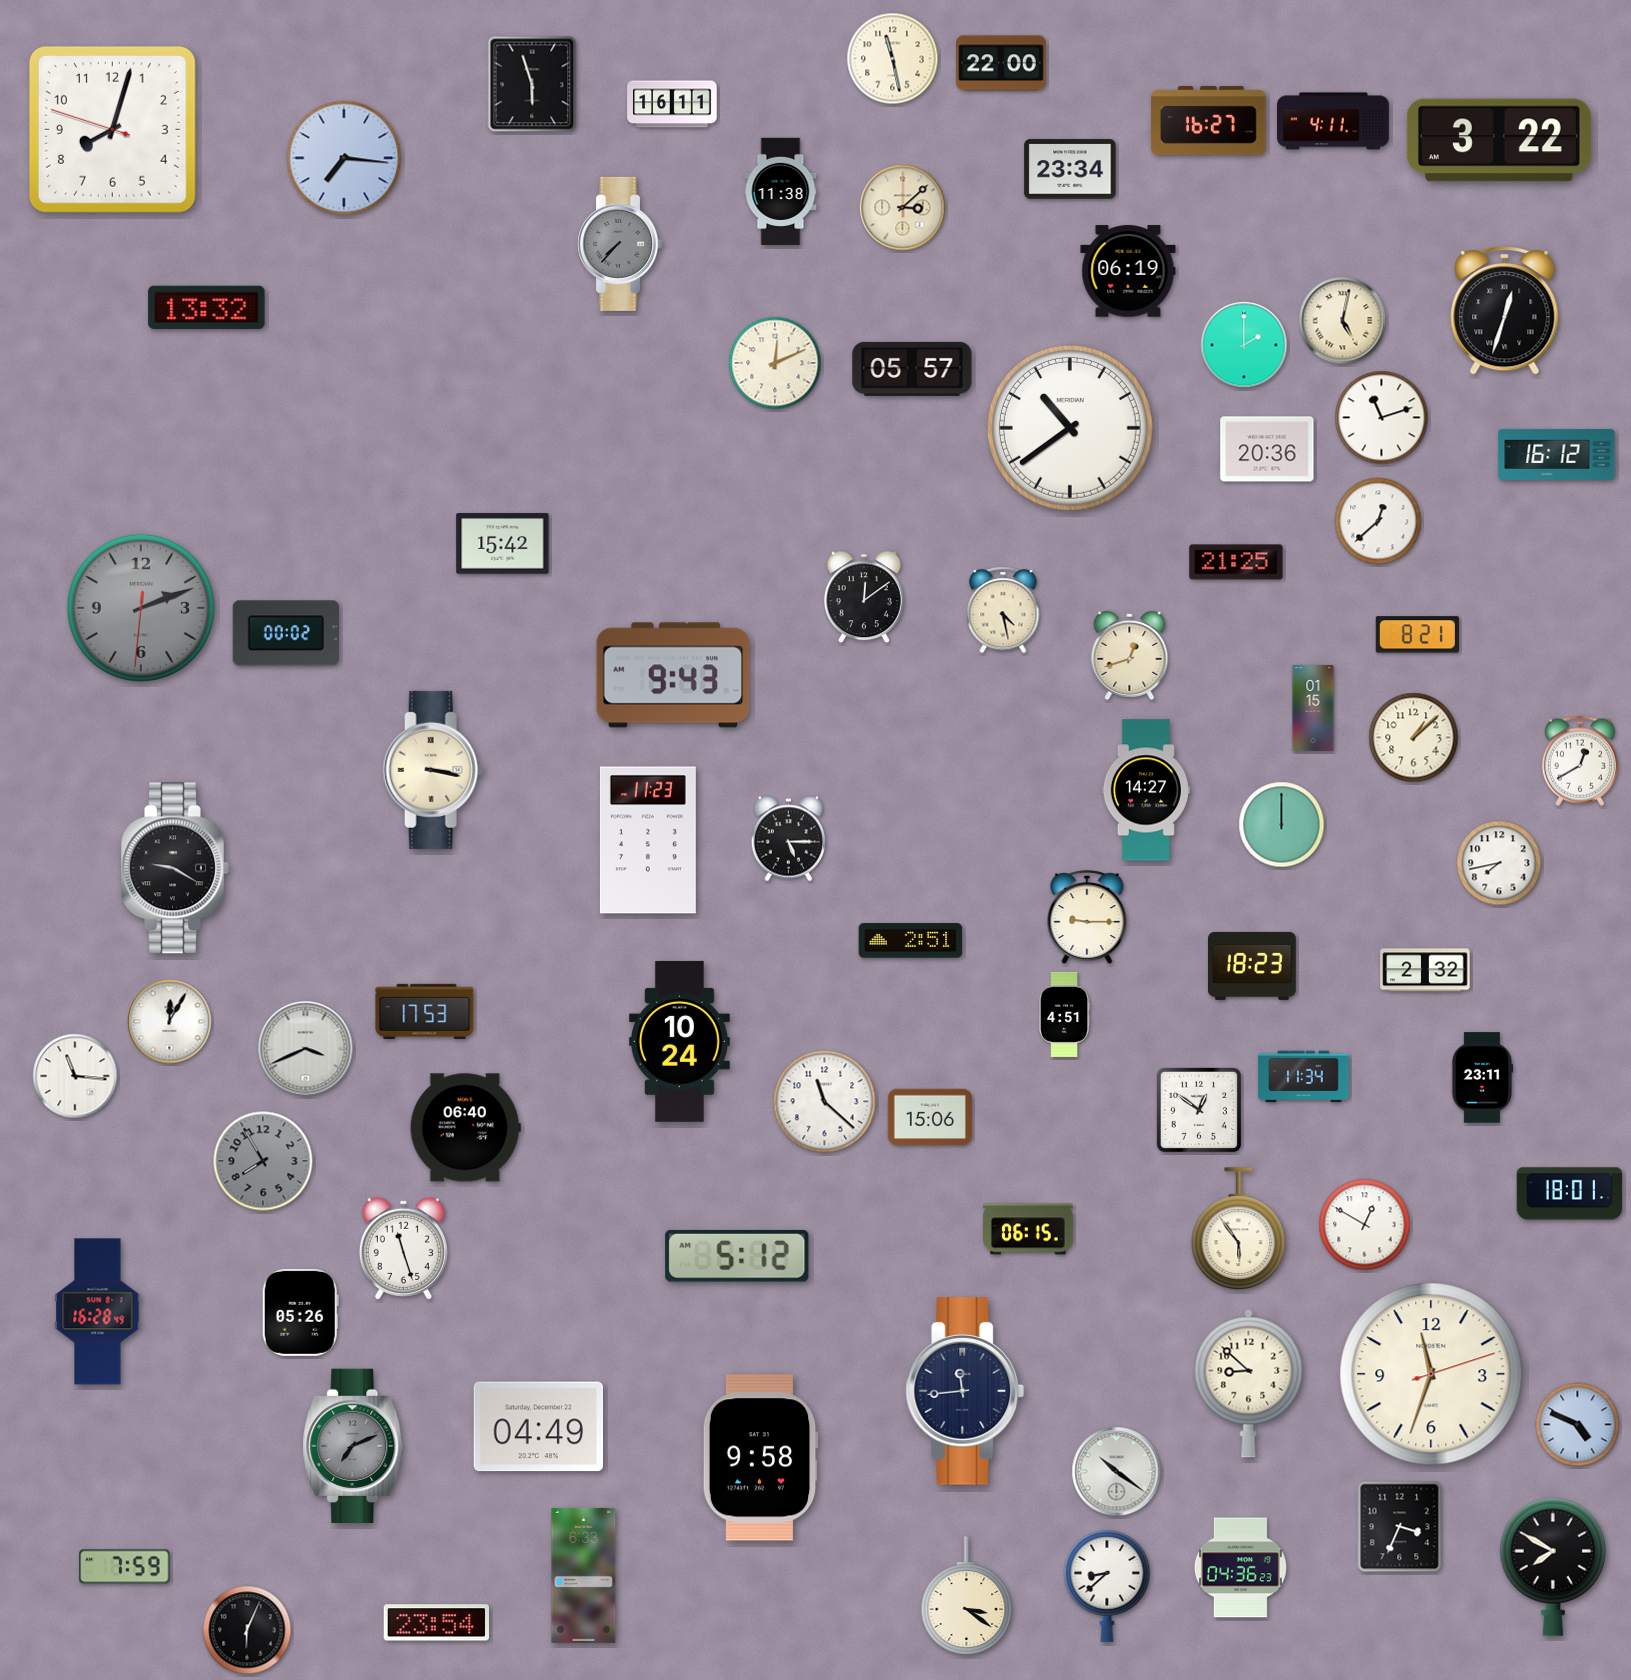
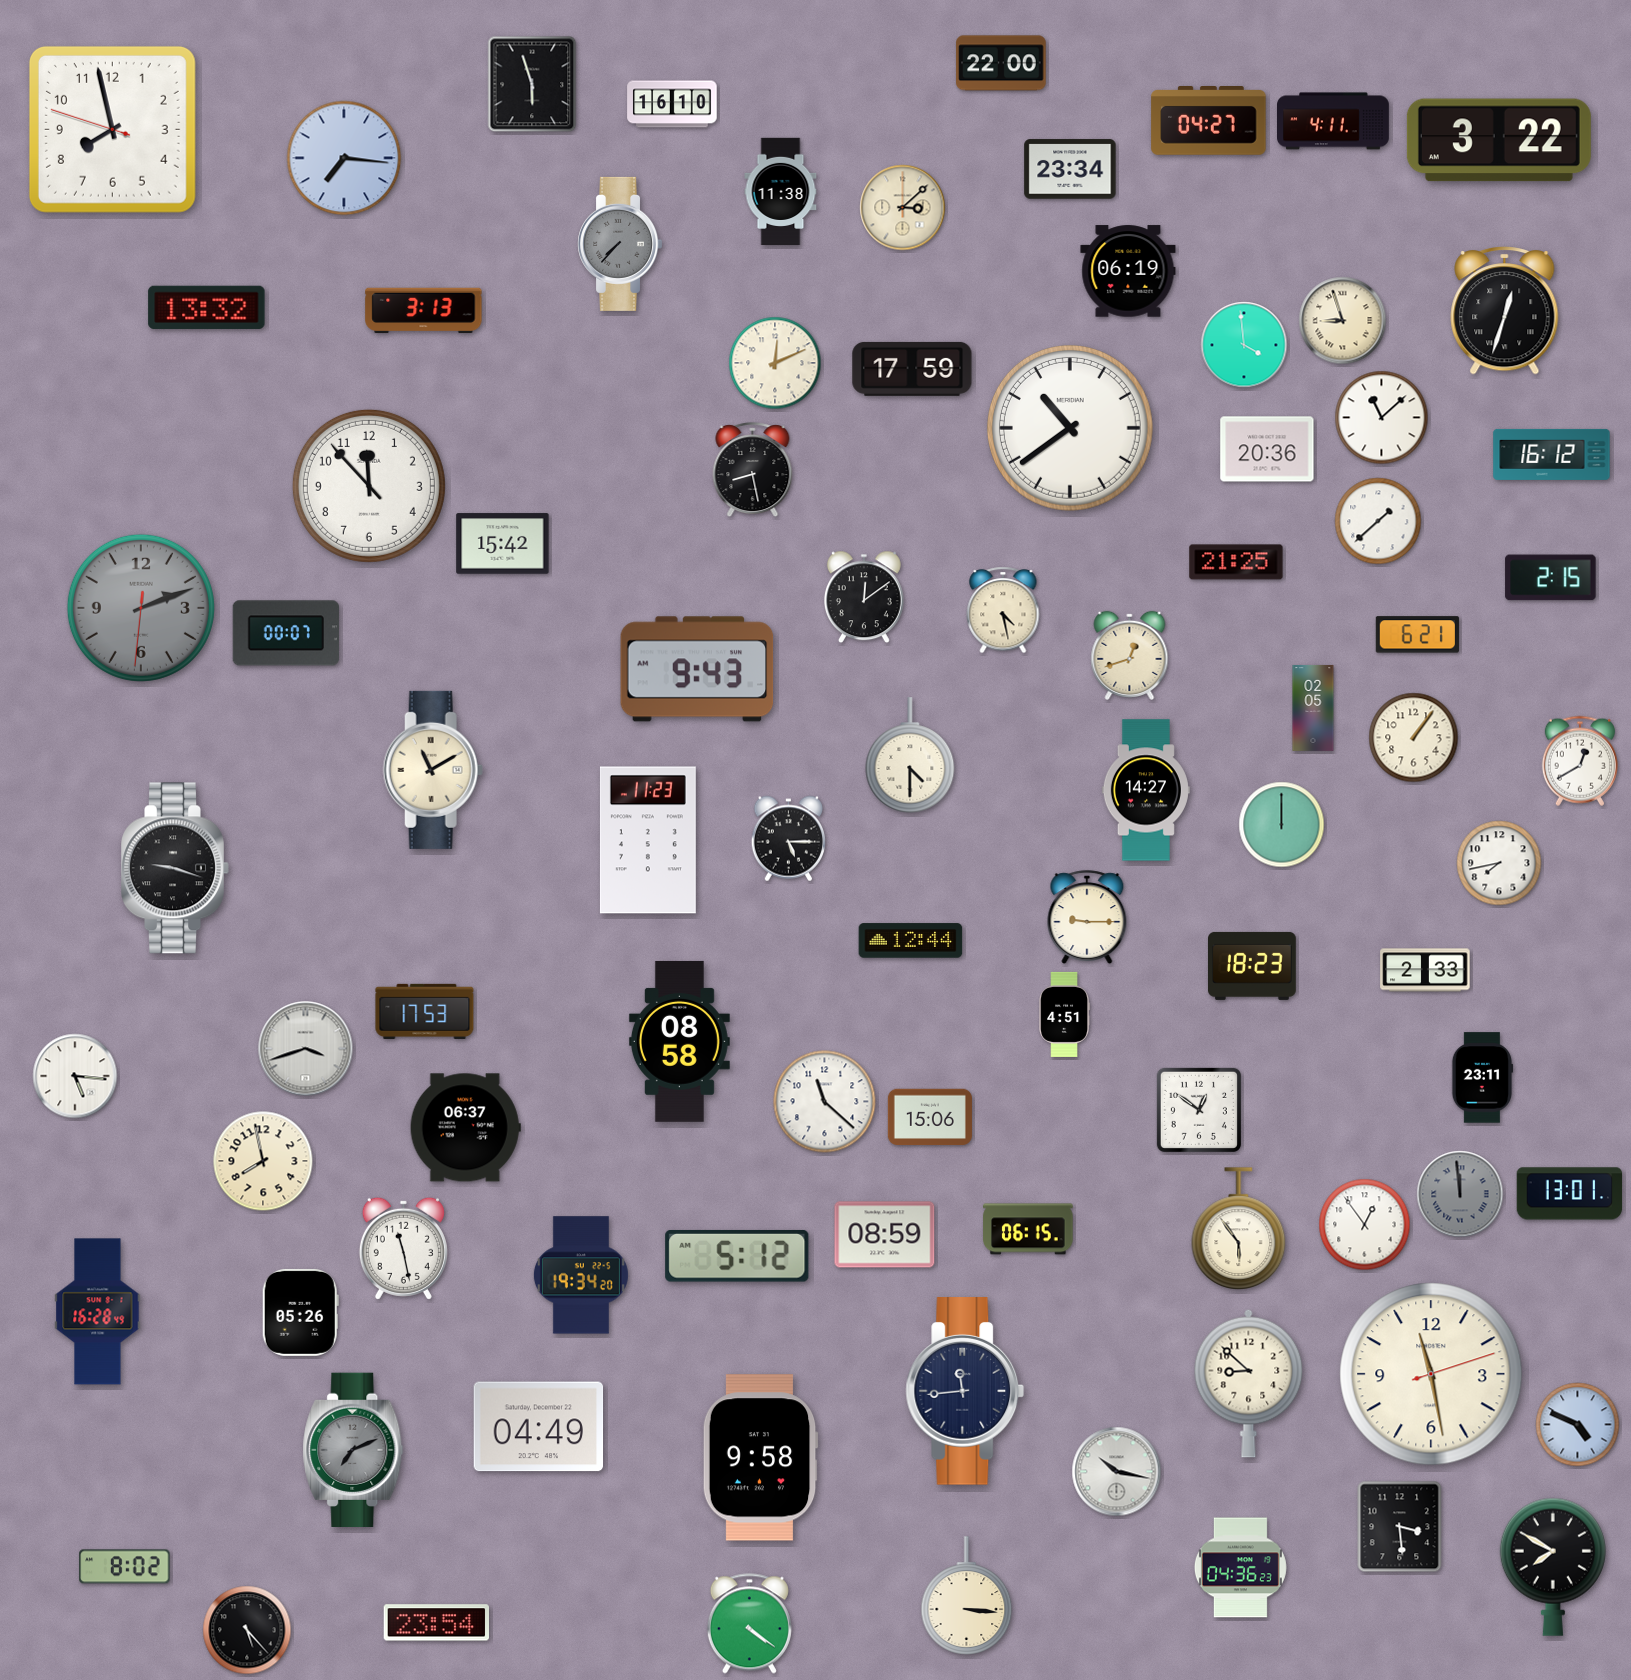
clock at (893, 59): 11:28 -> none
clock at (672, 104): 16:11 -> 16:10
clock at (1209, 121): 16:27 -> 04:27
clock at (112, 129): 8:02 -> 7:57
clock at (424, 311): none -> 3:13
clock at (1343, 321): 5:02 -> 8:57
clock at (1244, 345): 2:00 -> 3:59
clock at (912, 369): 05:57 -> 17:59
clock at (1382, 418): 11:12 -> 11:08
clock at (1557, 454) position: (1557, 454) -> (1552, 454)
clock at (753, 470): none -> 8:28
clock at (369, 486): none -> 11:52
clock at (1378, 521): 12:38 -> 1:38
clock at (1551, 578): none -> 2:15
clock at (286, 633): 00:02 -> 00:07
clock at (1417, 635): 8:21 -> 6:21
clock at (673, 675) position: (673, 675) -> (697, 669)
clock at (1313, 708): 01:15 -> 02:05
clock at (1414, 738): 1:08 -> 1:06
clock at (910, 755): none -> 4:30
clock at (433, 770): 3:17 -> 11:10
clock at (176, 868): 9:20 -> 9:18
clock at (911, 941): 2:51 -> 12:44
clock at (1425, 970): 2:32 -> 2:33
clock at (170, 1022): 12:05 -> none
clock at (679, 1041): 10:24 -> 08:58
clock at (306, 1049): 3:41 -> 3:42
clock at (75, 1076): 11:16 -> 5:16
clock at (1304, 1077): 11:34 -> none
clock at (465, 1128): 06:40 -> 06:37
clock at (263, 1161): 7:55 -> 7:58
clock at (263, 1161) dial: grey -> cream
clock at (1460, 1194): none -> 11:59
clock at (1570, 1194): 18:01 -> 13:01
clock at (1365, 1225): 12:50 -> 12:54
clock at (885, 1235): none -> 08:59
clock at (403, 1248): 11:27 -> 11:28
clock at (581, 1275): none -> 19:34
clock at (1431, 1374): 11:33 -> 11:28
clock at (353, 1445) position: (353, 1445) -> (353, 1449)
clock at (1117, 1472): 10:21 -> 10:17
clock at (1400, 1527): 3:34 -> 3:29
clock at (125, 1567): 7:59 -> 8:02
clock at (584, 1575): 6:33 -> none
clock at (1107, 1586): 8:38 -> none
clock at (967, 1596): 3:21 -> 3:16
clock at (749, 1624): none -> 4:21
clock at (247, 1630): 6:04 -> 5:23
